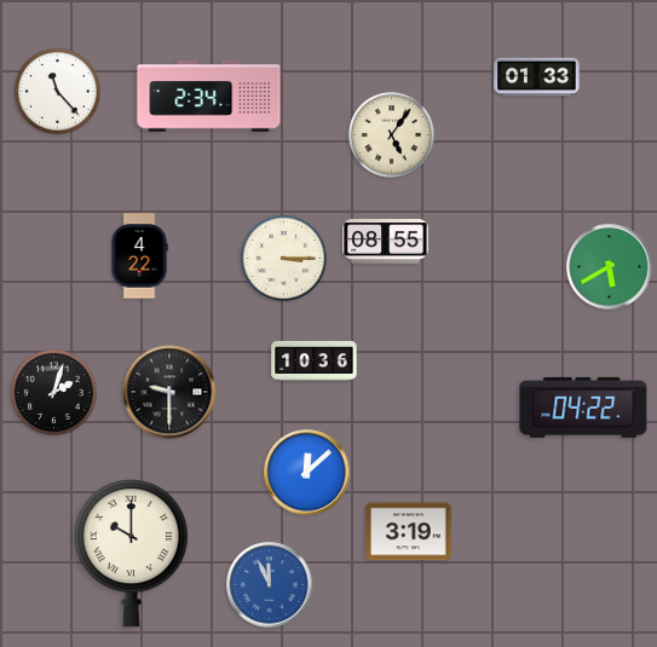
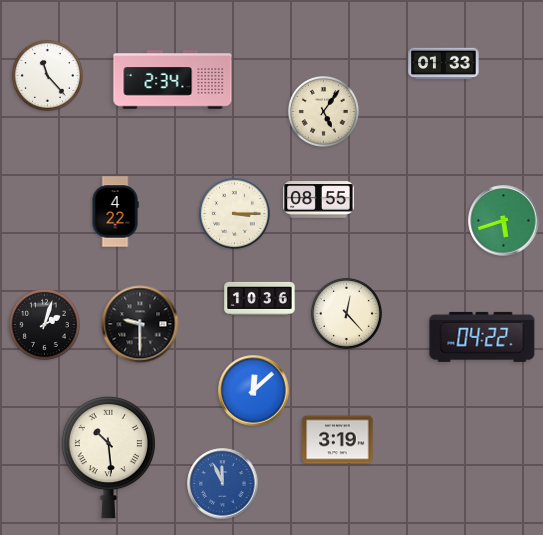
clock at (610, 267): 5:40 -> 5:42
clock at (346, 313): none -> 12:23
clock at (131, 553): 10:00 -> 10:29
